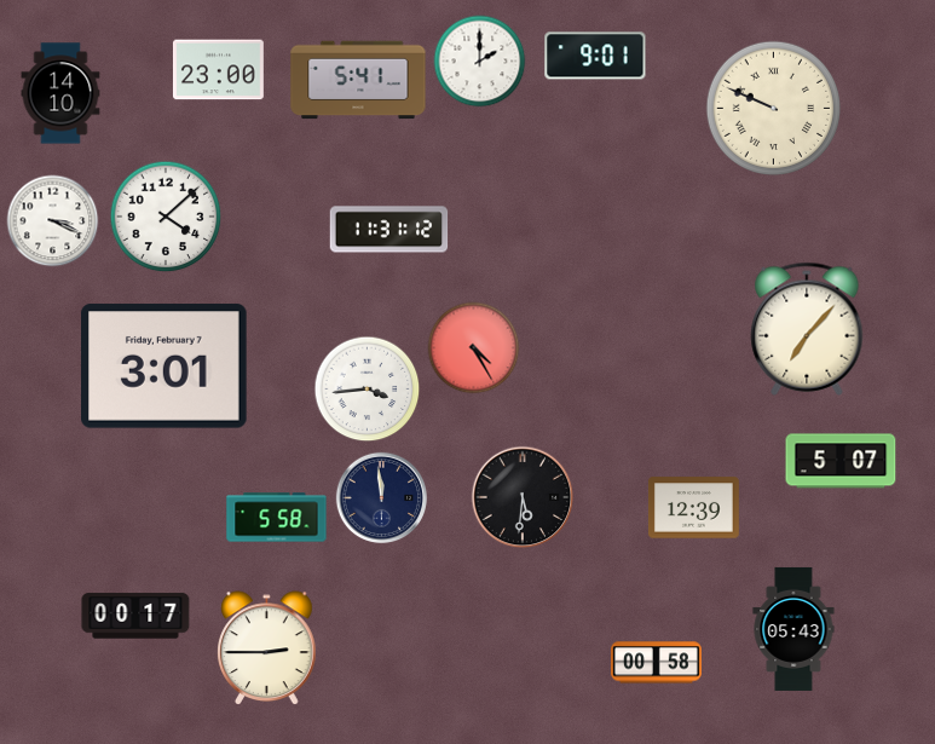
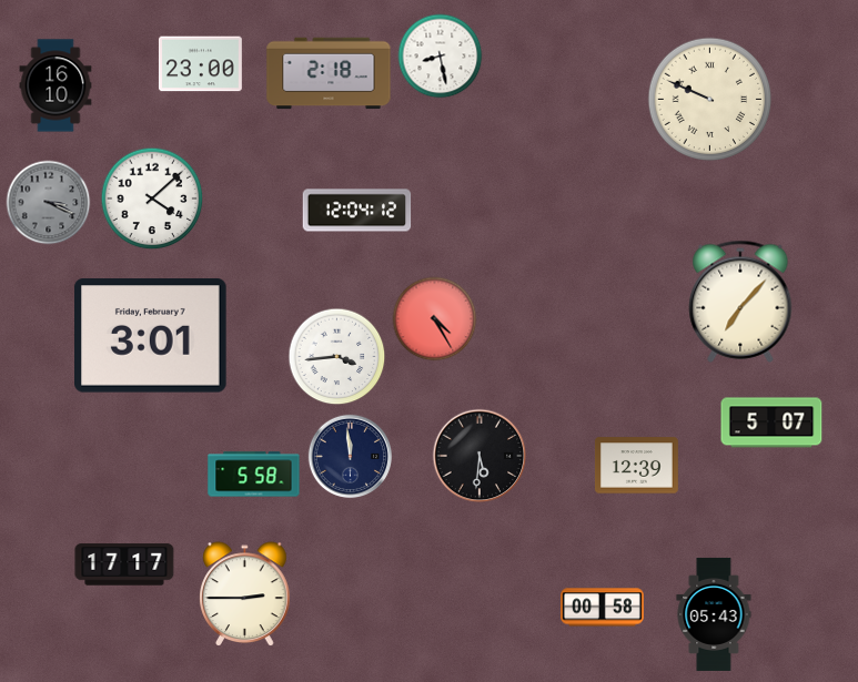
clock at (595, 56): 9:01 -> none
clock at (480, 62): 2:00 -> 8:28
clock at (358, 80): 5:41 -> 2:18
clock at (60, 93): 14:10 -> 16:10
clock at (53, 221) dial: white -> grey
clock at (389, 230): 11:31 -> 12:04
clock at (135, 616): 00:17 -> 17:17
clock at (793, 629) position: (793, 629) -> (714, 614)
